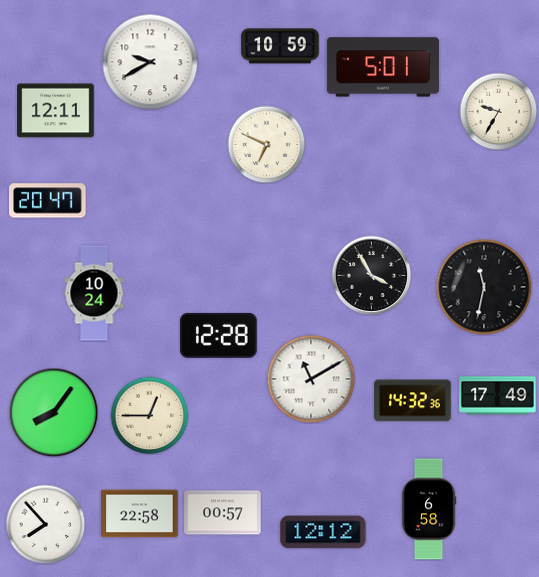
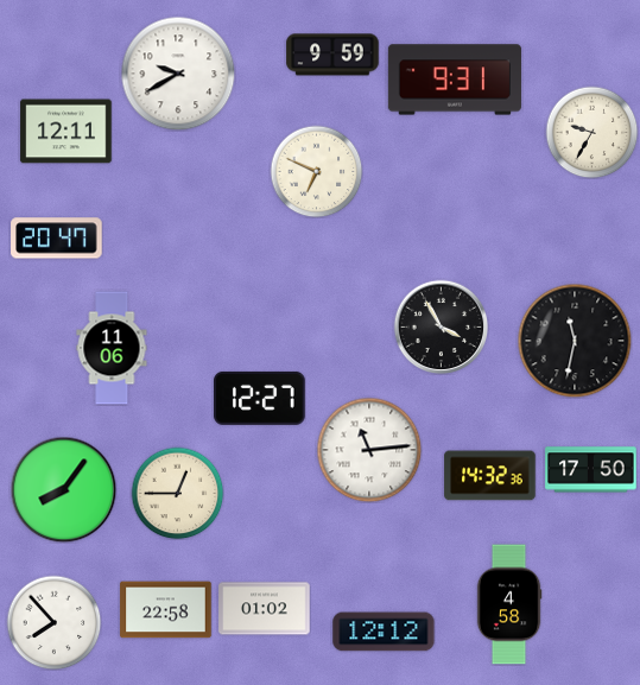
clock at (280, 46): 10:59 -> 9:59
clock at (382, 67): 5:01 -> 9:31
clock at (94, 293): 10:24 -> 11:06
clock at (219, 335): 12:28 -> 12:27
clock at (311, 379): 11:10 -> 11:14
clock at (498, 396): 17:49 -> 17:50
clock at (429, 509): 6:58 -> 4:58
clock at (223, 513): 00:57 -> 01:02
